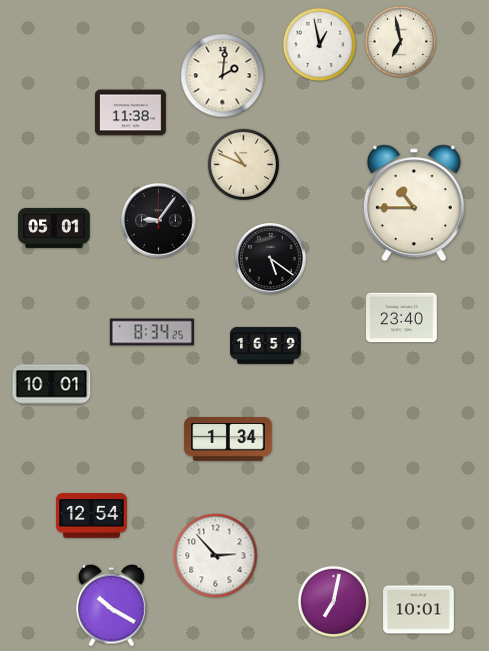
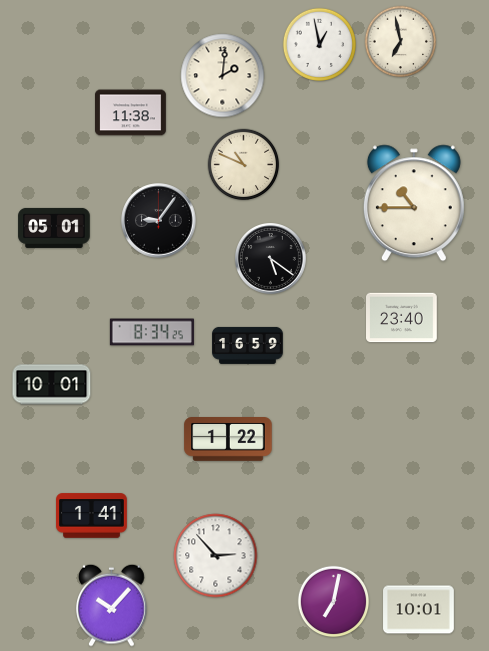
clock at (266, 345) position: (266, 345) -> (248, 345)
clock at (228, 439): 1:34 -> 1:22
clock at (92, 516): 12:54 -> 1:41
clock at (112, 605): 10:20 -> 10:07
